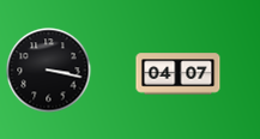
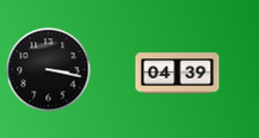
clock at (179, 74): 04:07 -> 04:39
